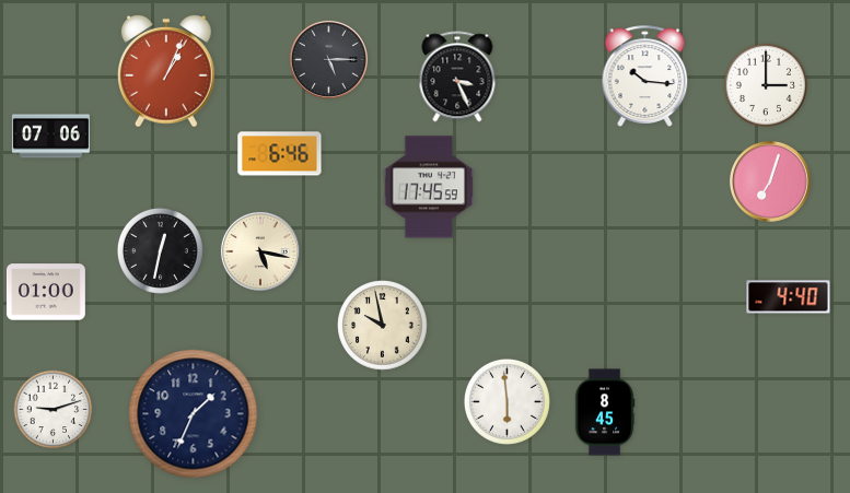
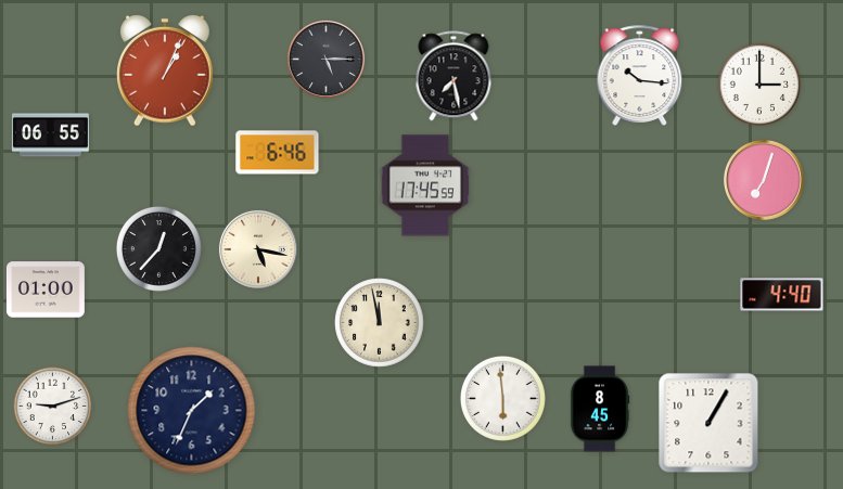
clock at (457, 77): 3:26 -> 7:28
clock at (50, 137): 07:06 -> 06:55
clock at (160, 250): 12:32 -> 12:37
clock at (383, 326): 9:58 -> 11:58
clock at (708, 423): none -> 1:05
